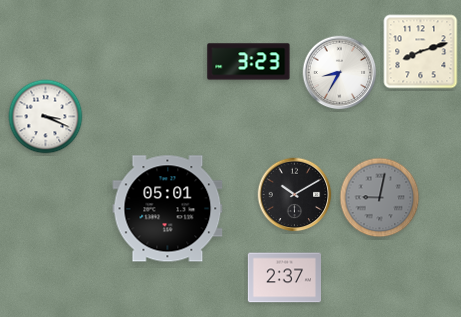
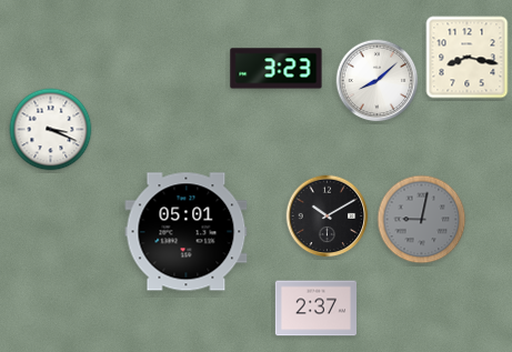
clock at (421, 52): 8:12 -> 8:17
clock at (340, 73): 8:35 -> 8:08
